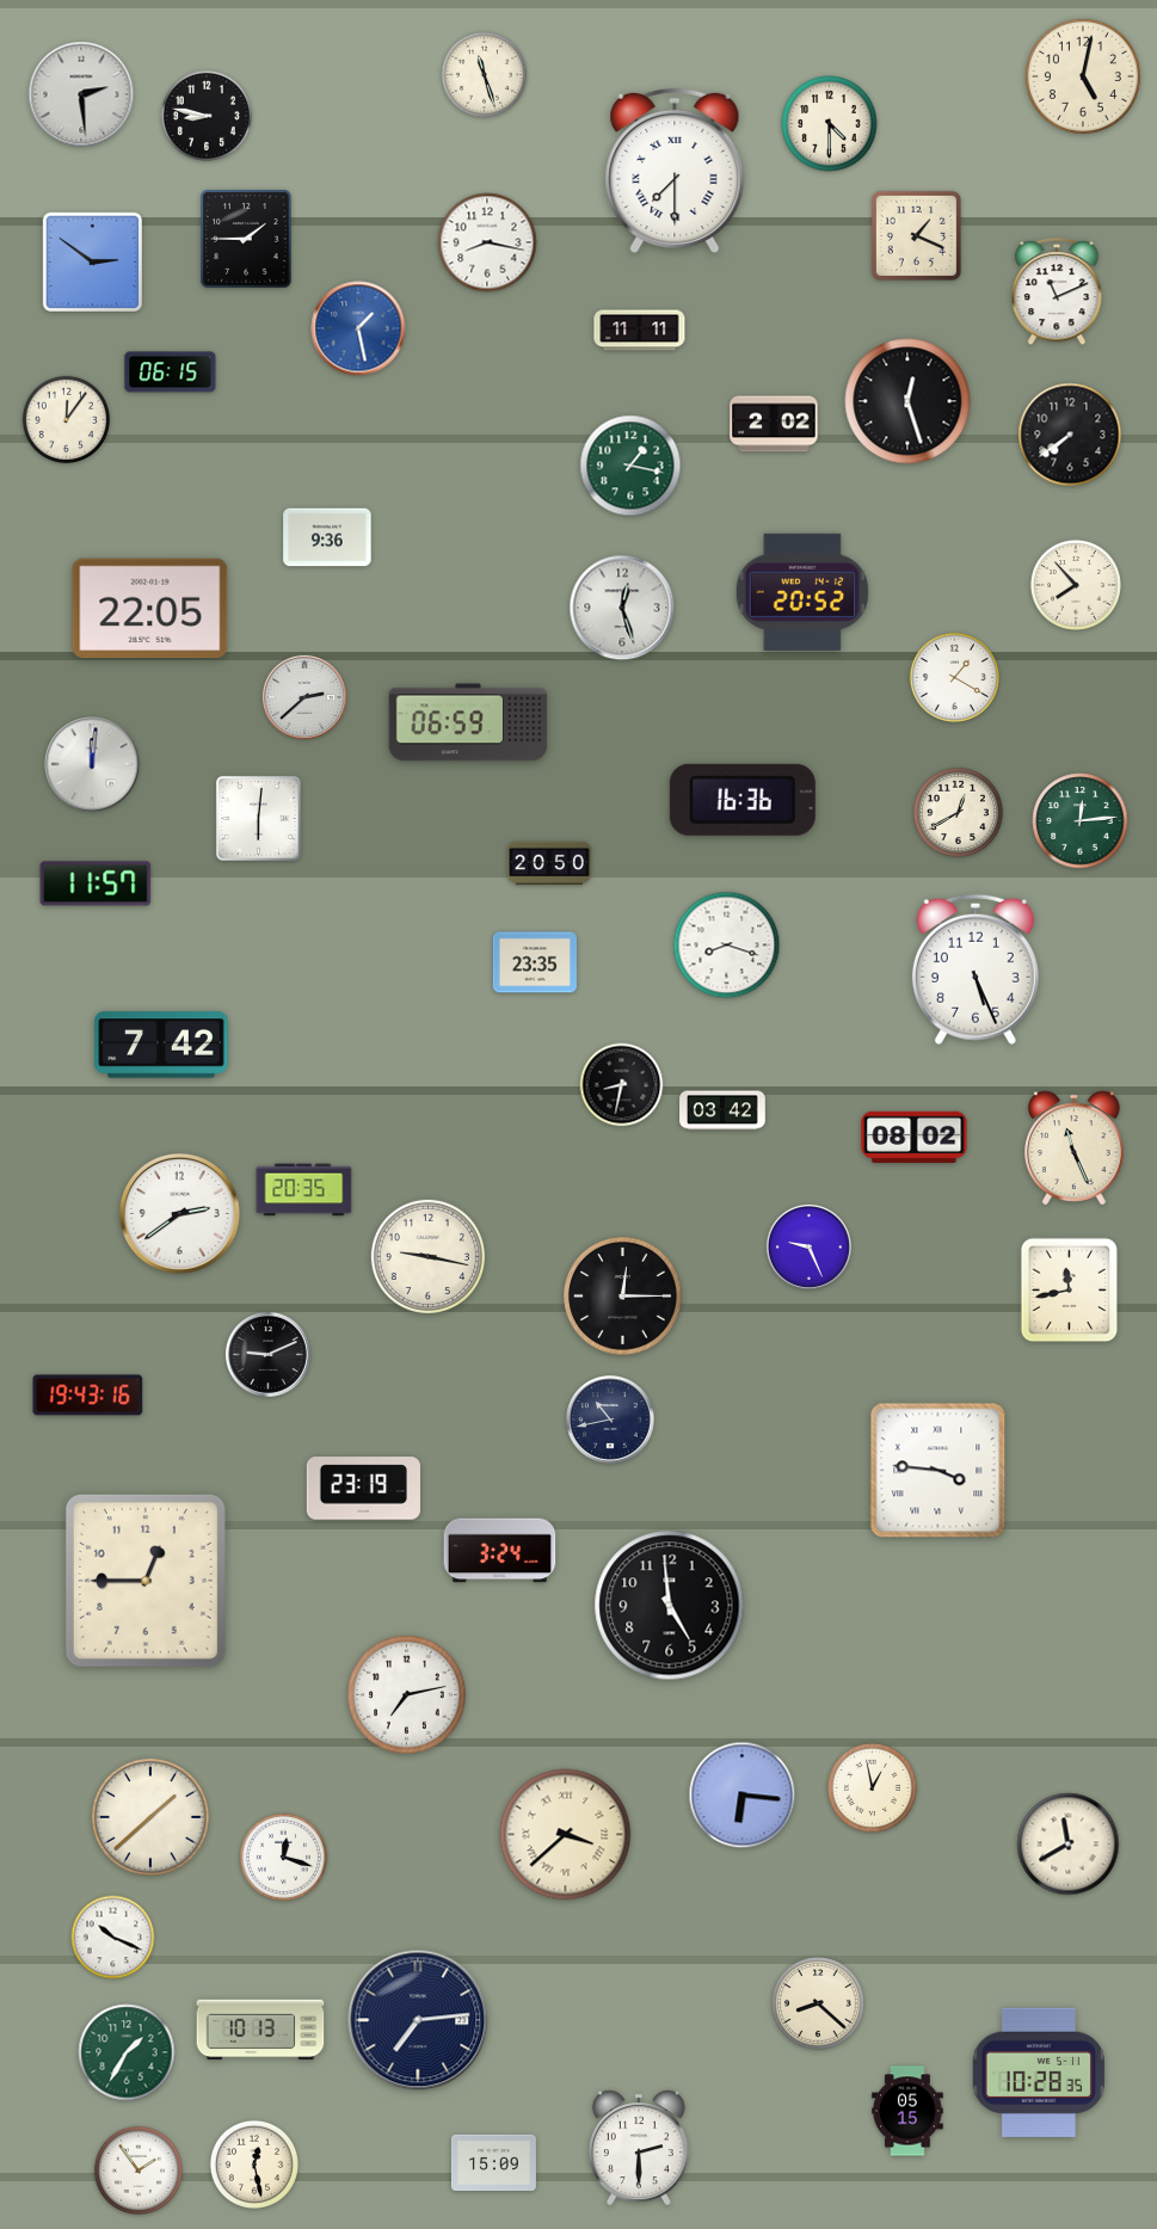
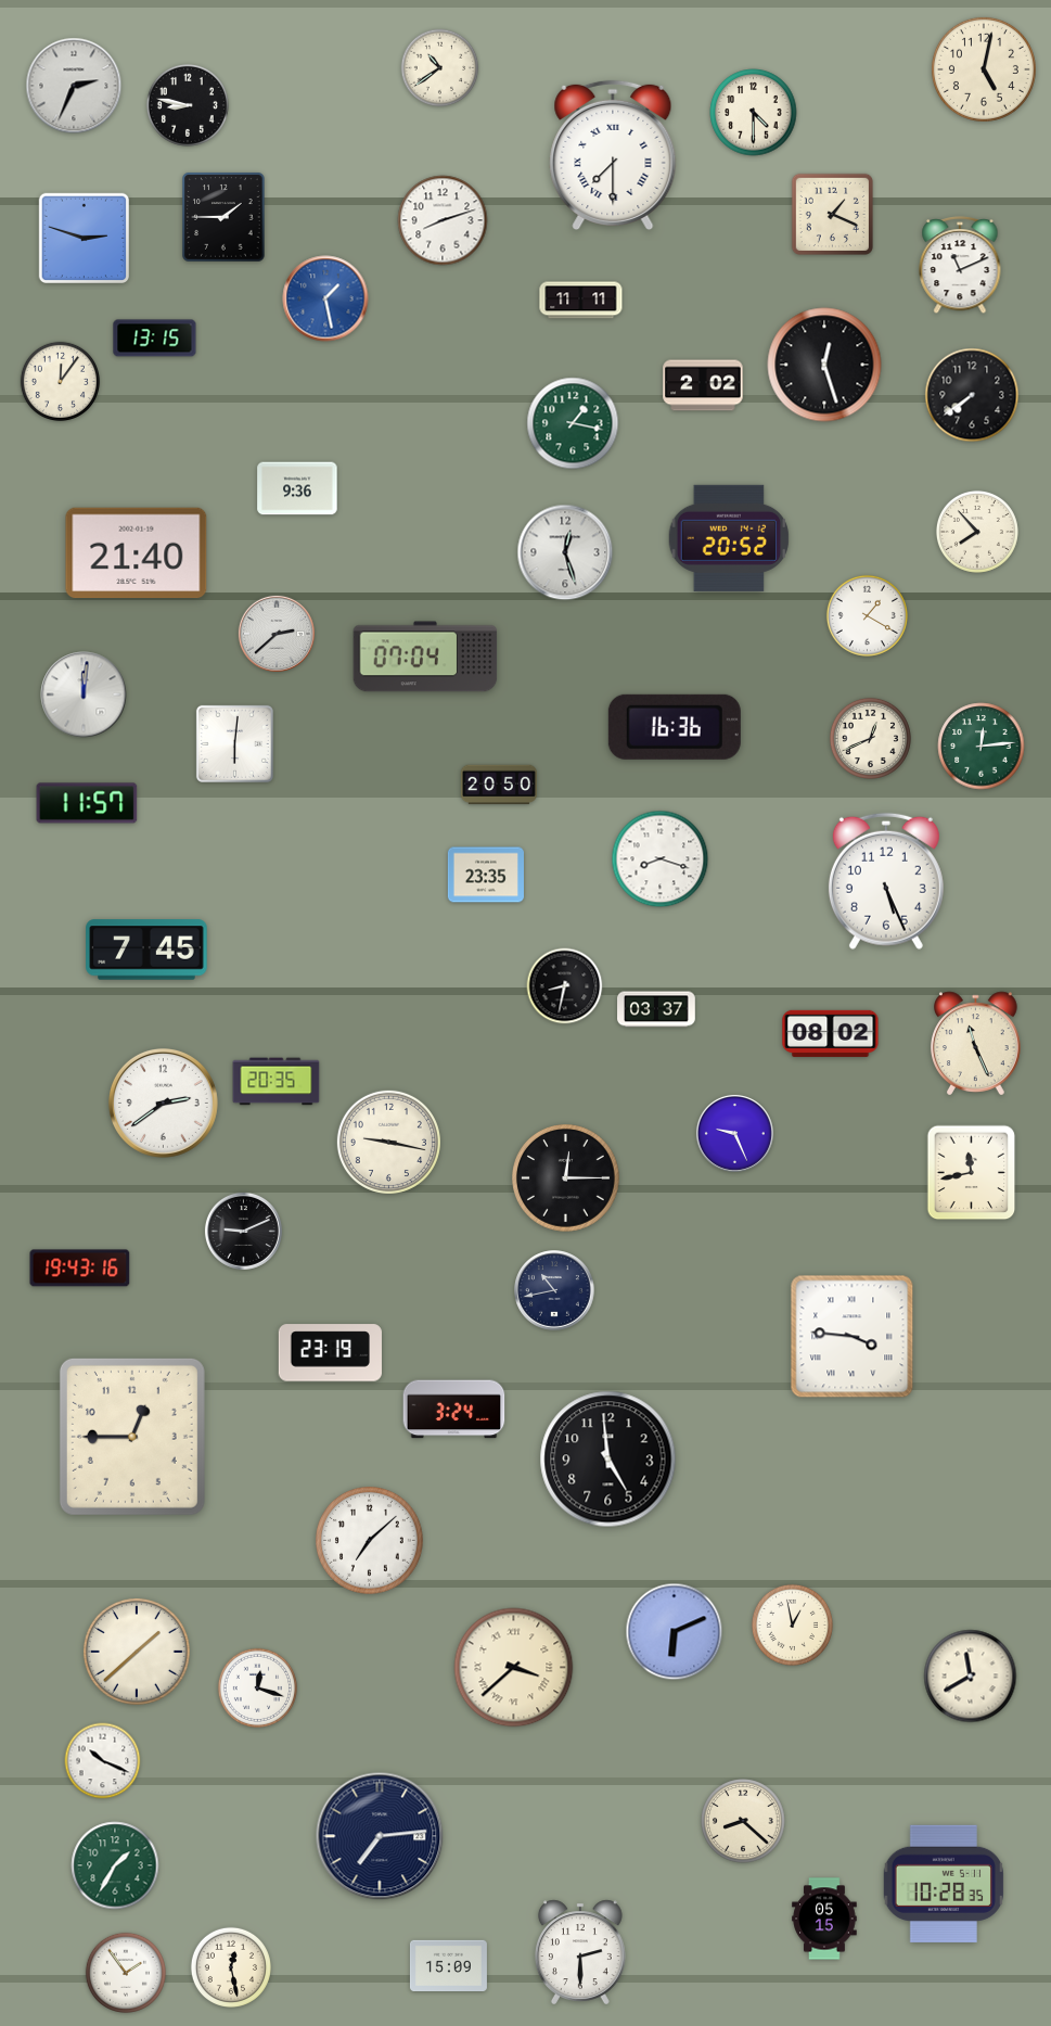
clock at (485, 75): 11:27 -> 10:39
clock at (81, 94): 2:29 -> 2:34
clock at (487, 242): 8:17 -> 8:12
clock at (92, 261): 2:51 -> 2:48
clock at (171, 372): 06:15 -> 13:15
clock at (150, 609): 22:05 -> 21:40
clock at (468, 722): 06:59 -> 07:04
clock at (958, 812): 12:40 -> 12:41
clock at (161, 1045): 7:42 -> 7:45
clock at (722, 1110): 03:42 -> 03:37
clock at (407, 1695): 7:13 -> 7:08
clock at (743, 1796): 6:16 -> 6:11
clock at (260, 2030): 10:13 -> none
